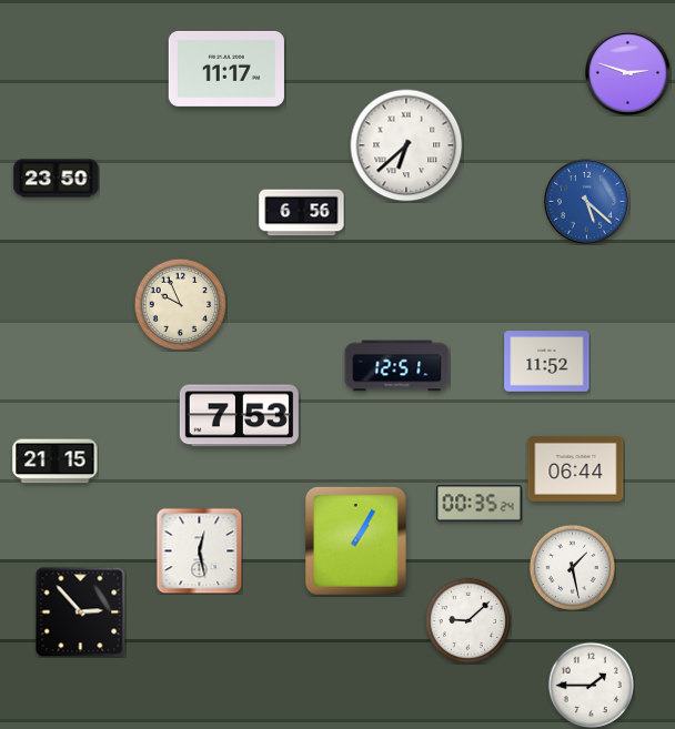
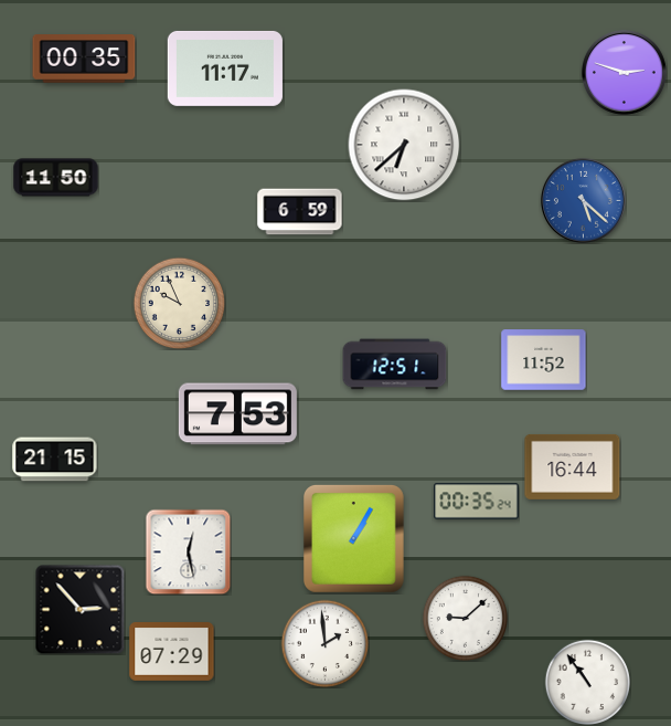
clock at (84, 59): none -> 00:35
clock at (57, 179): 23:50 -> 11:50
clock at (302, 213): 6:56 -> 6:59
clock at (576, 468): 06:44 -> 16:44
clock at (199, 550) position: (199, 550) -> (188, 551)
clock at (572, 567): 1:28 -> none
clock at (324, 643): none -> 1:59
clock at (172, 652): none -> 07:29
clock at (591, 685): 1:45 -> 10:54
